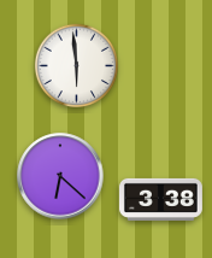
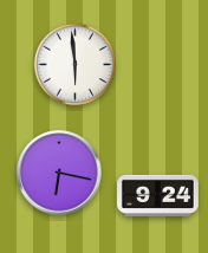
clock at (60, 176): 6:22 -> 6:17
clock at (161, 199): 3:38 -> 9:24
